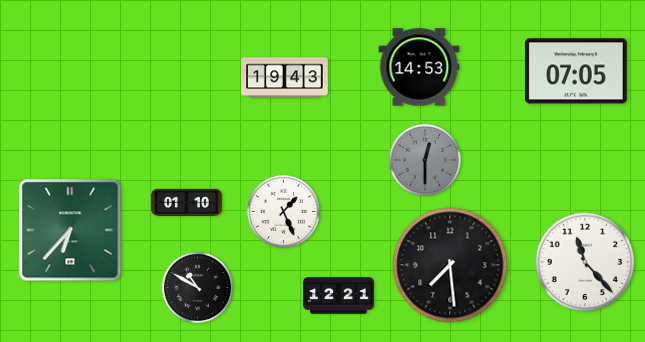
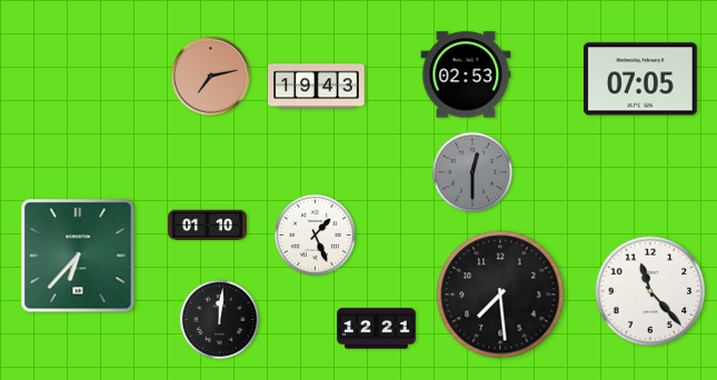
clock at (419, 67): 14:53 -> 02:53
clock at (211, 77): none -> 7:13
clock at (424, 159) position: (424, 159) -> (471, 171)
clock at (198, 288): 10:50 -> 12:01
